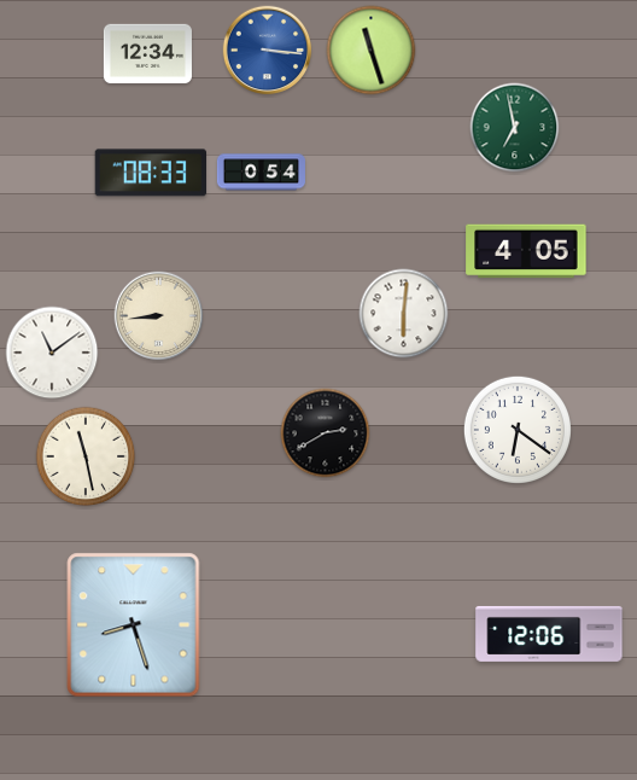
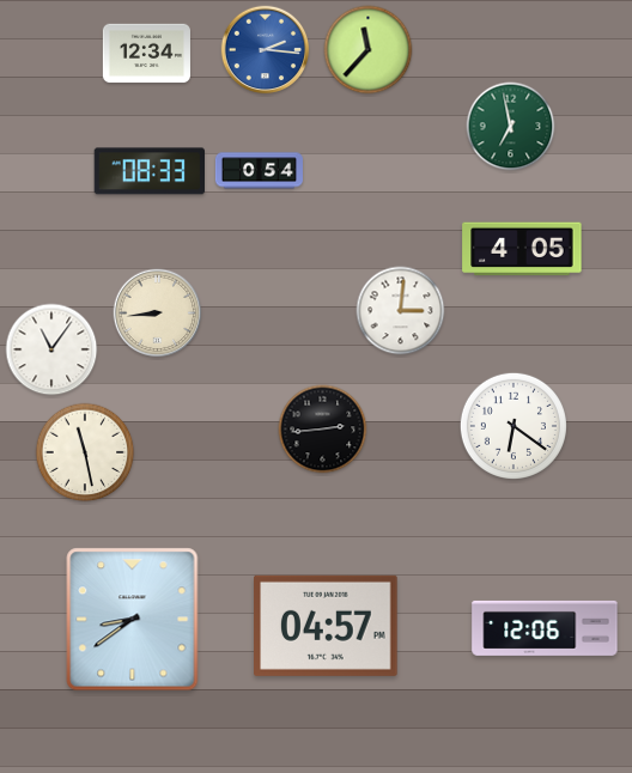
clock at (268, 51): 3:16 -> 2:16
clock at (372, 51): 11:27 -> 11:37
clock at (404, 314): 6:01 -> 3:01
clock at (52, 353): 11:09 -> 11:06
clock at (326, 433): 2:40 -> 2:44
clock at (134, 625): 8:27 -> 8:39
clock at (326, 626): none -> 04:57
